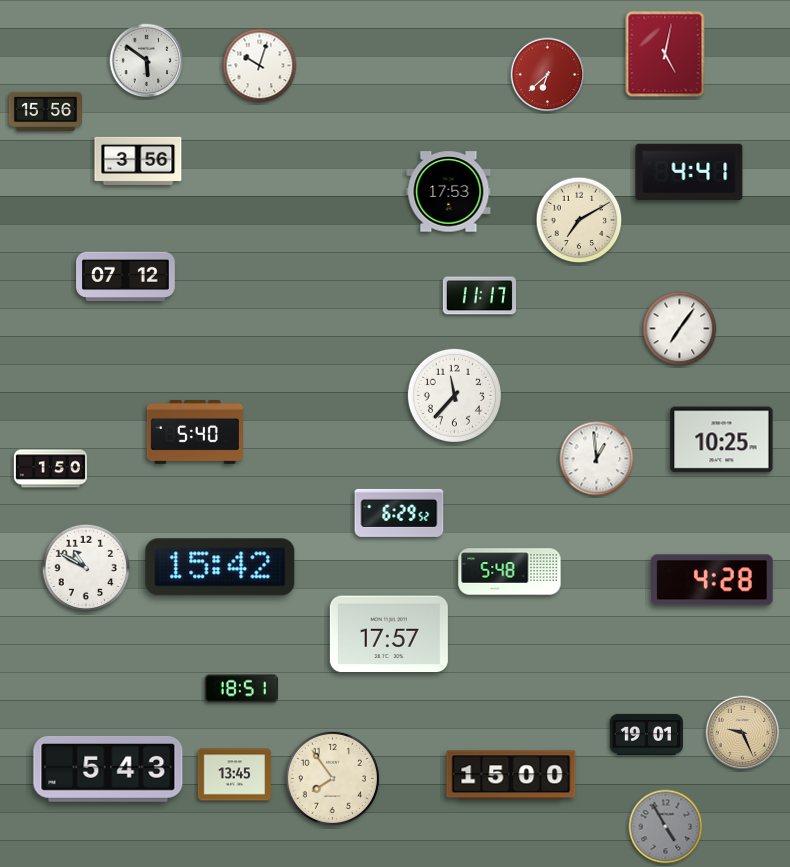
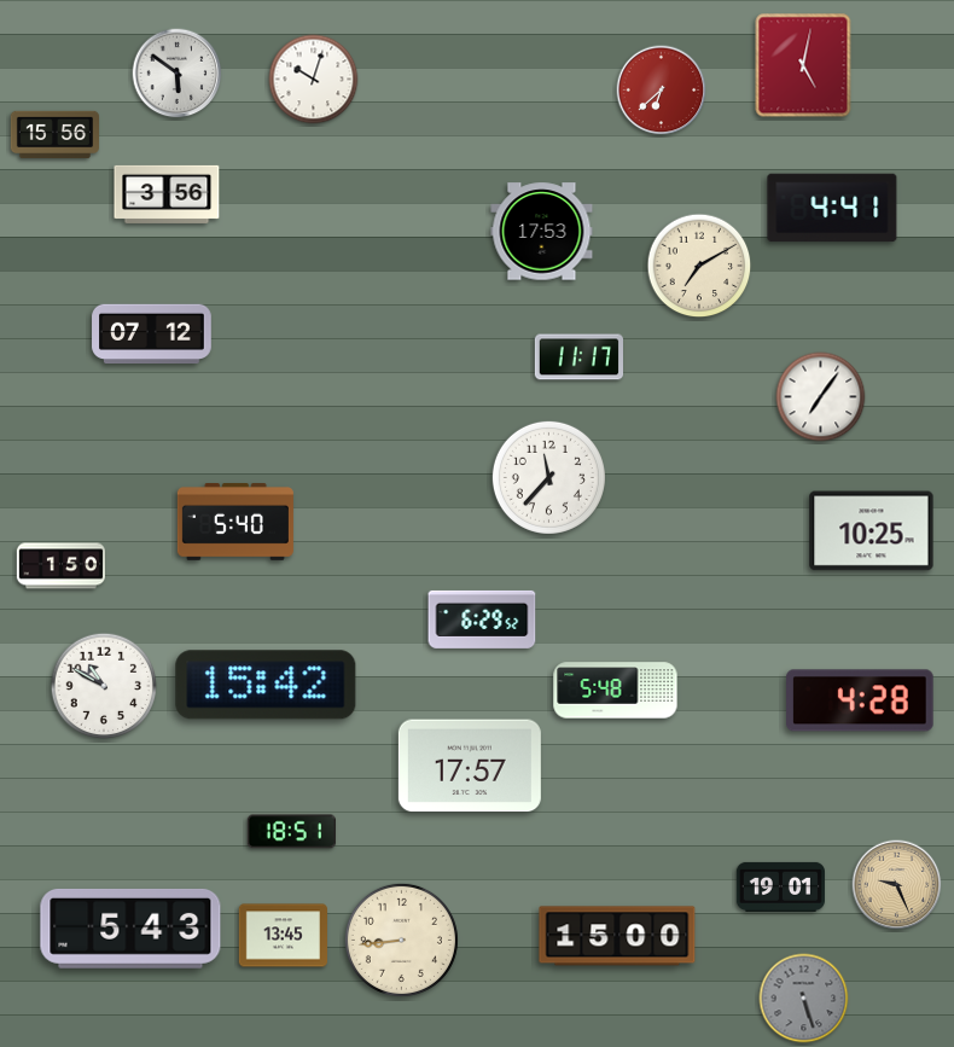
clock at (597, 459): 12:59 -> none
clock at (332, 778): 7:54 -> 8:44
clock at (666, 827): 4:55 -> 5:27
